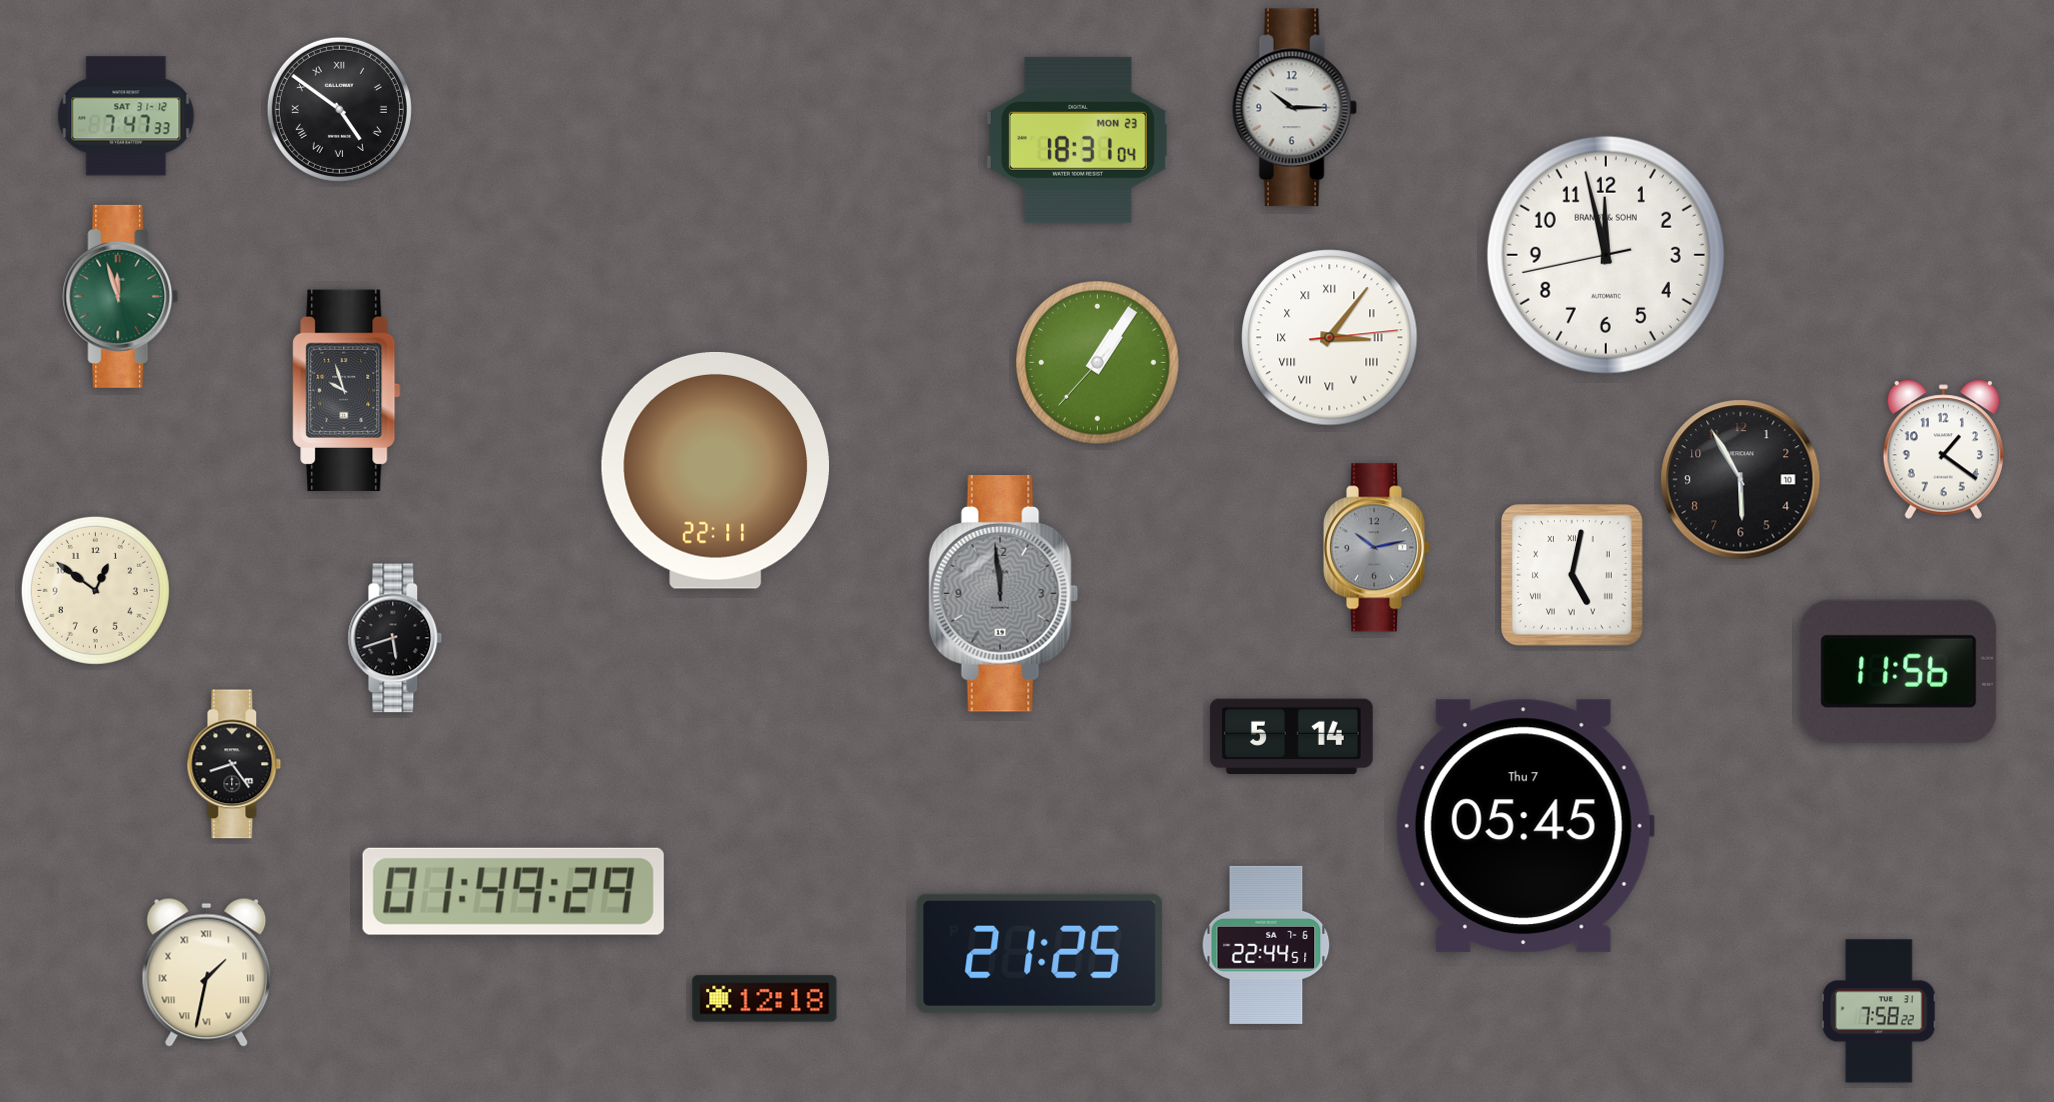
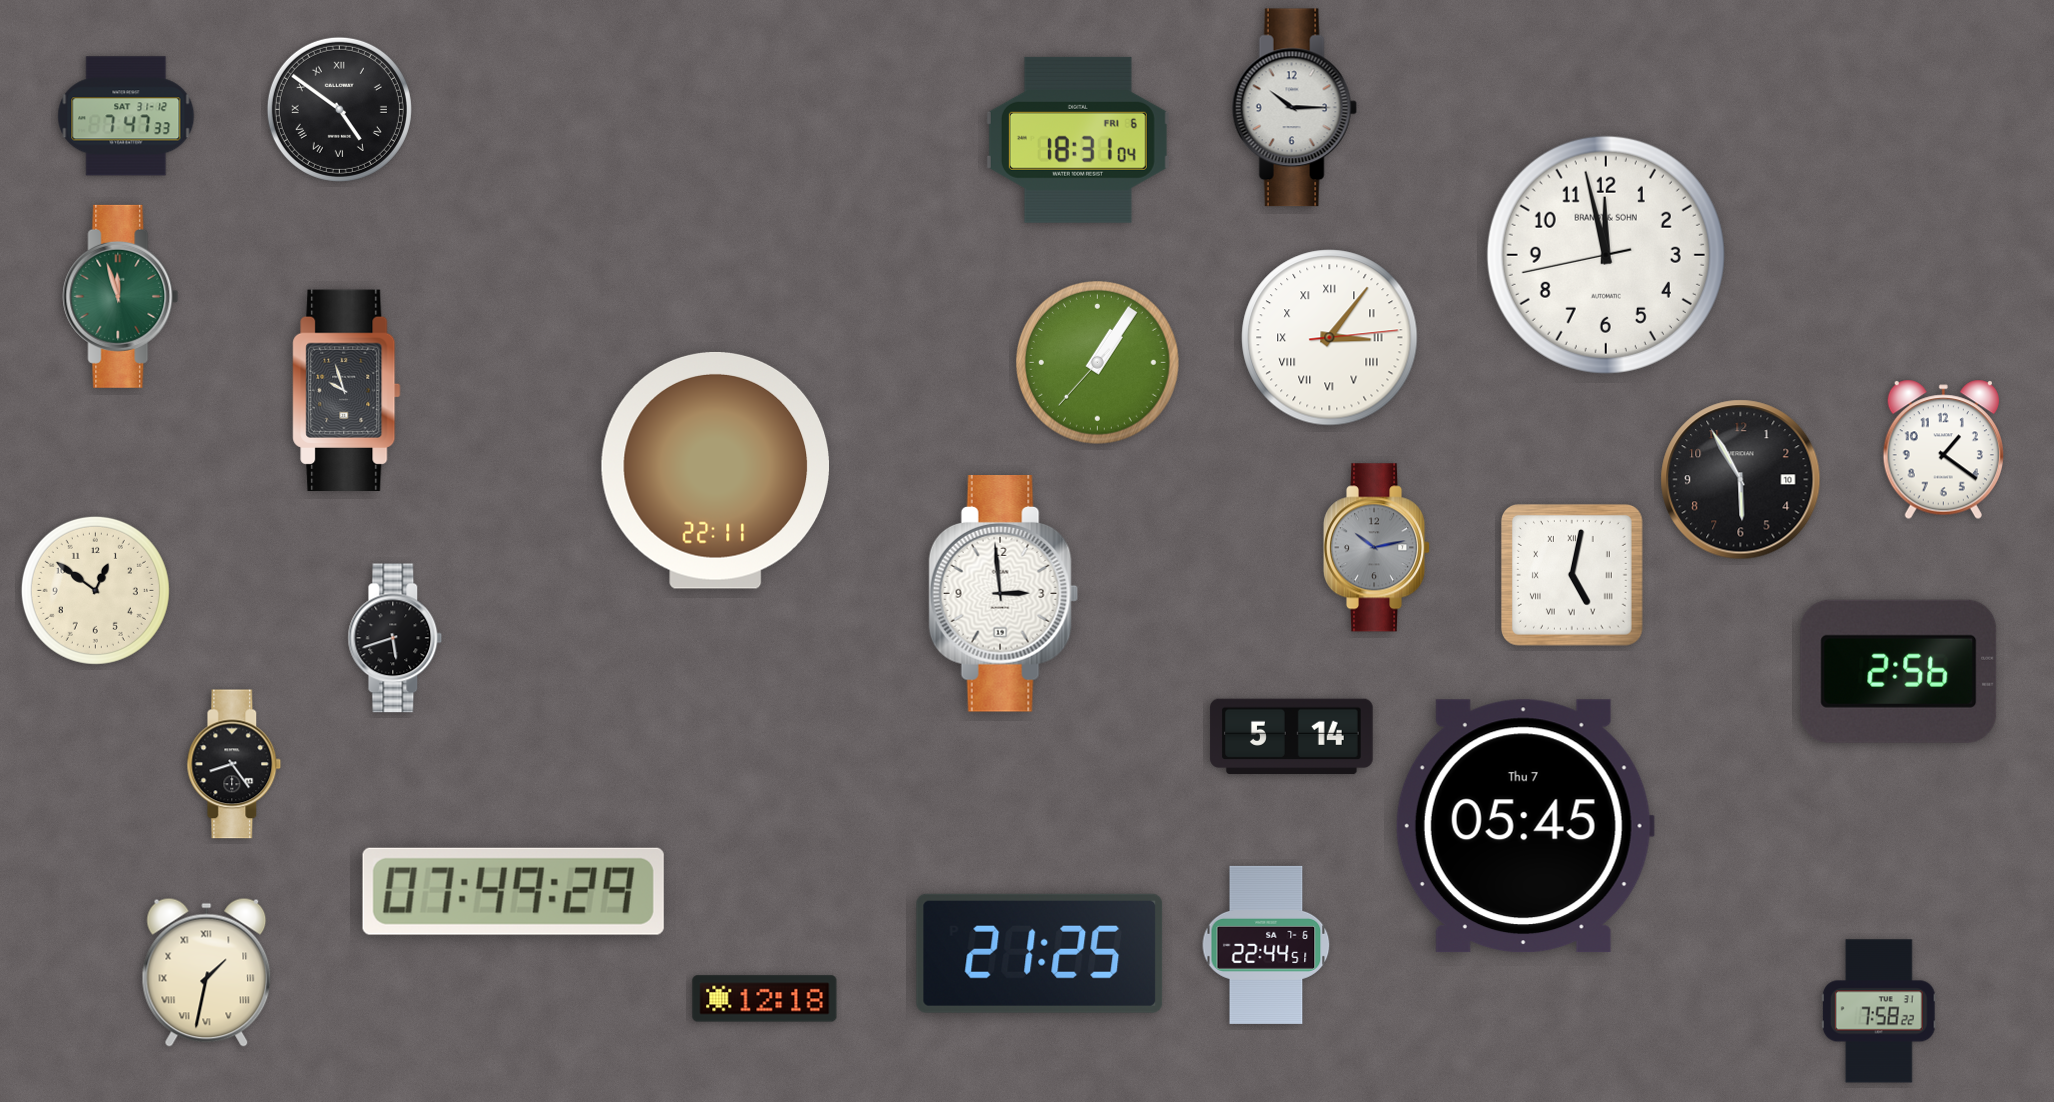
clock at (1078, 140) date: MON 23 -> FRI 6
clock at (1004, 594): 11:59 -> 2:59
clock at (1004, 594) dial: grey -> white
clock at (1899, 671): 11:56 -> 2:56
clock at (513, 891): 01:49 -> 07:49
